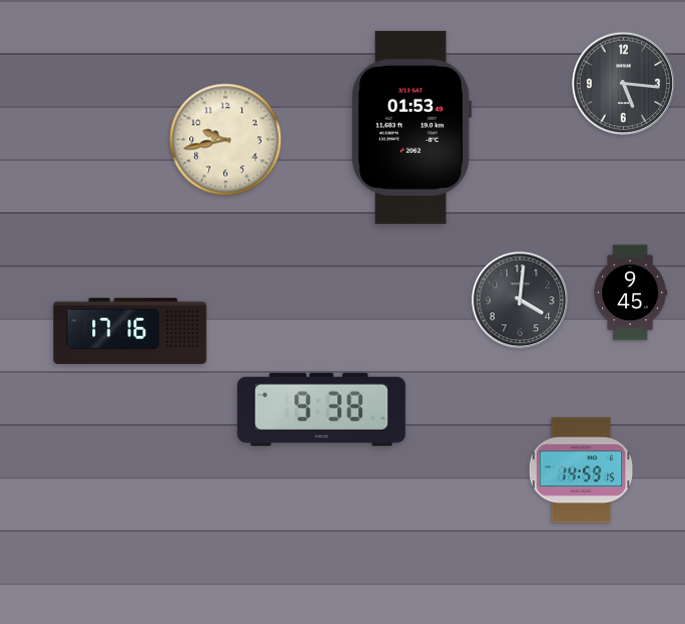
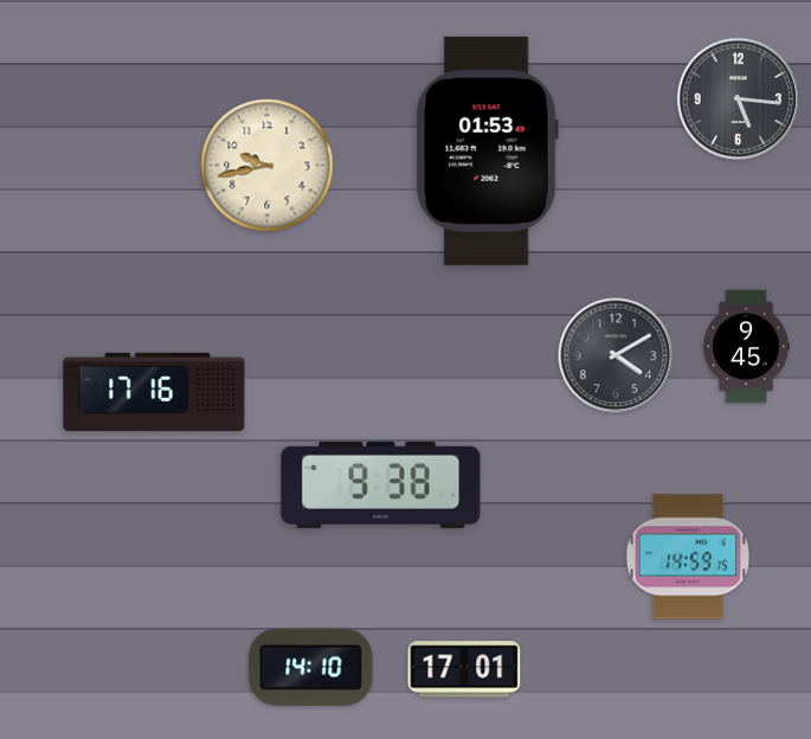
clock at (520, 300): 4:01 -> 4:10
clock at (311, 667): none -> 14:10
clock at (464, 669): none -> 17:01
